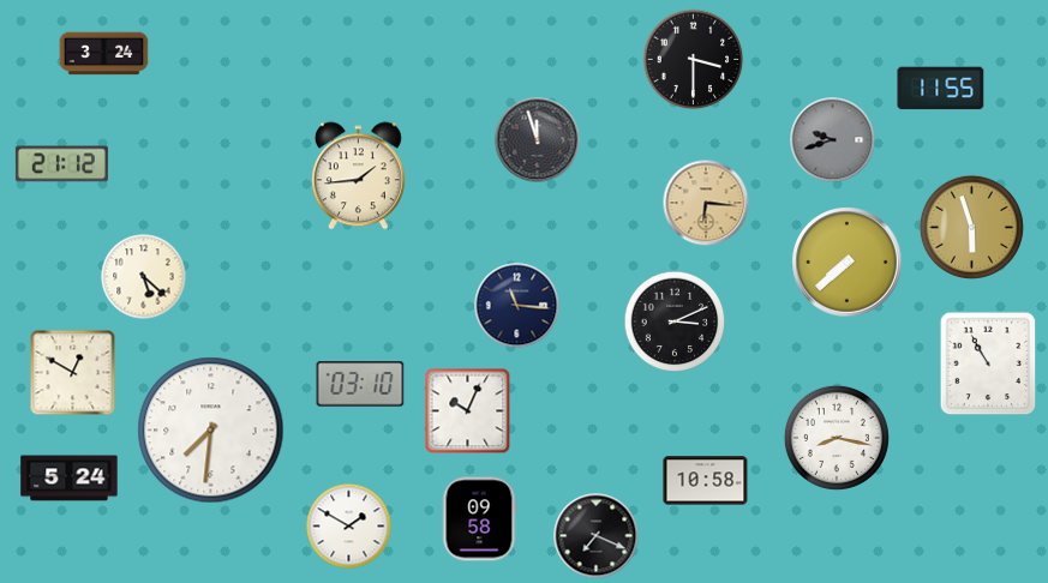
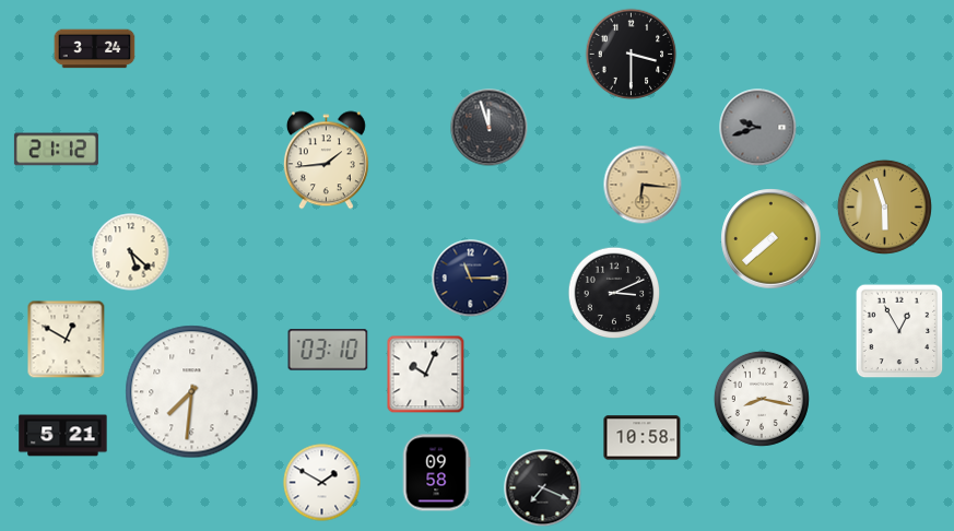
clock at (941, 89): 11:55 -> none
clock at (517, 306): 11:16 -> 11:15
clock at (988, 363): 10:55 -> 12:55
clock at (70, 479): 5:24 -> 5:21
clock at (349, 527) position: (349, 527) -> (322, 483)
